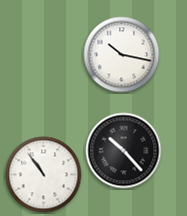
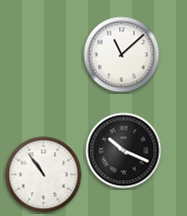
clock at (122, 55): 10:17 -> 11:08
clock at (124, 151): 10:23 -> 10:19
